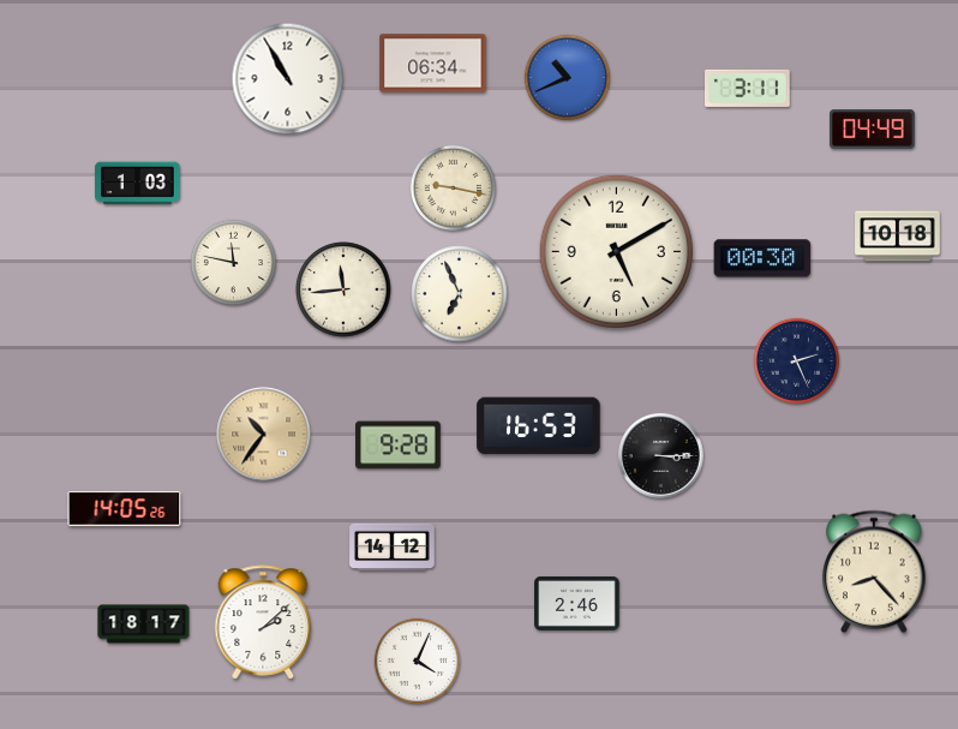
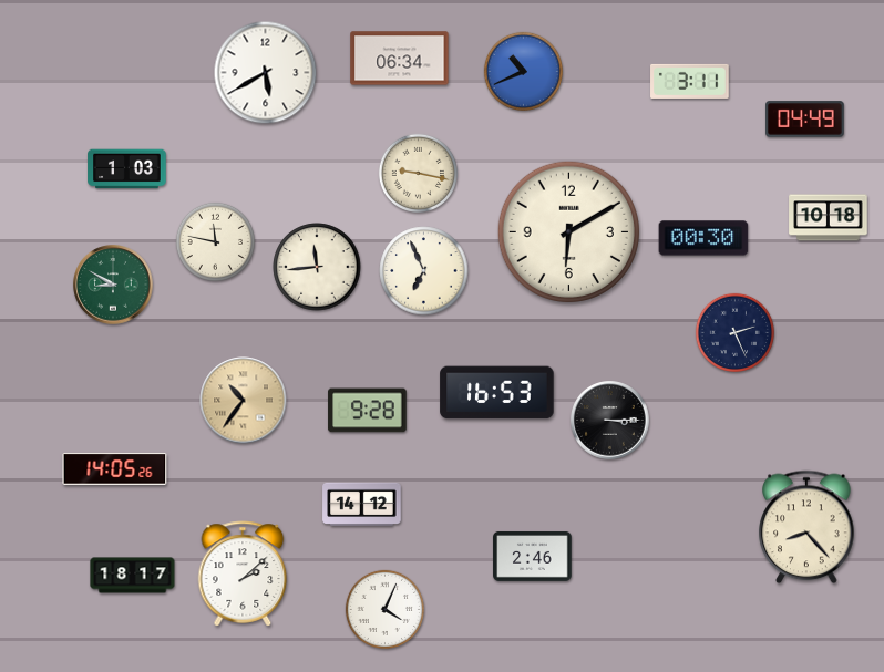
clock at (288, 79): 10:55 -> 5:40
clock at (616, 251): 5:10 -> 6:10
clock at (113, 285): none -> 8:50
